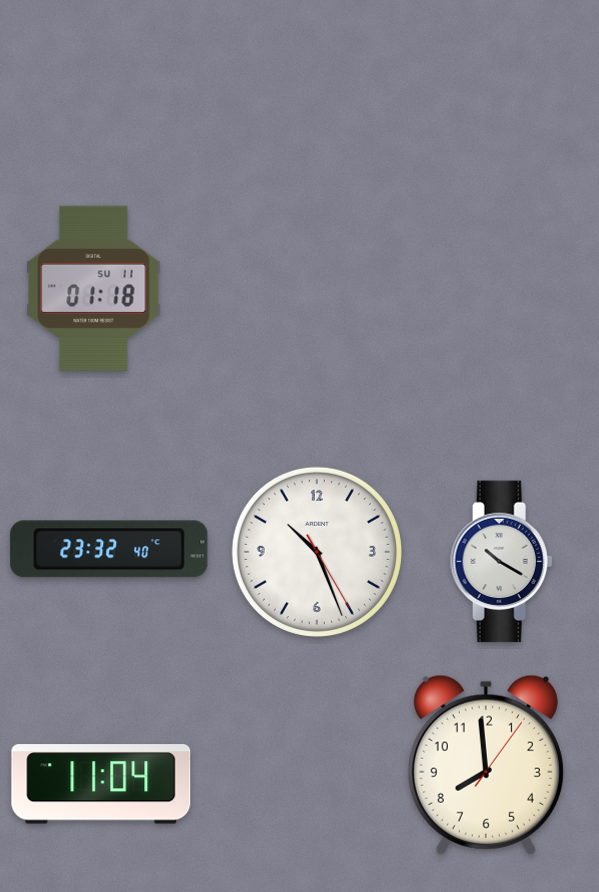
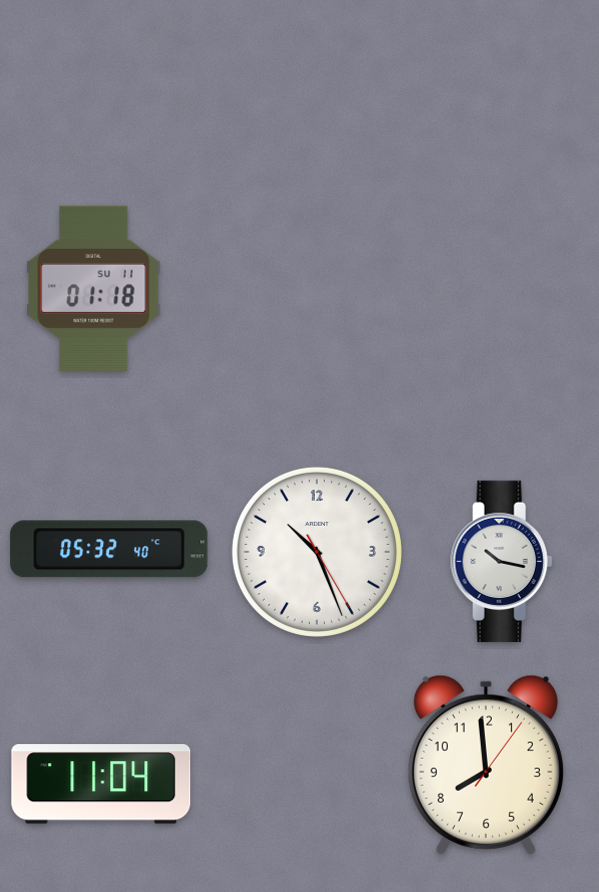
clock at (109, 549): 23:32 -> 05:32
clock at (502, 562): 10:20 -> 10:17
